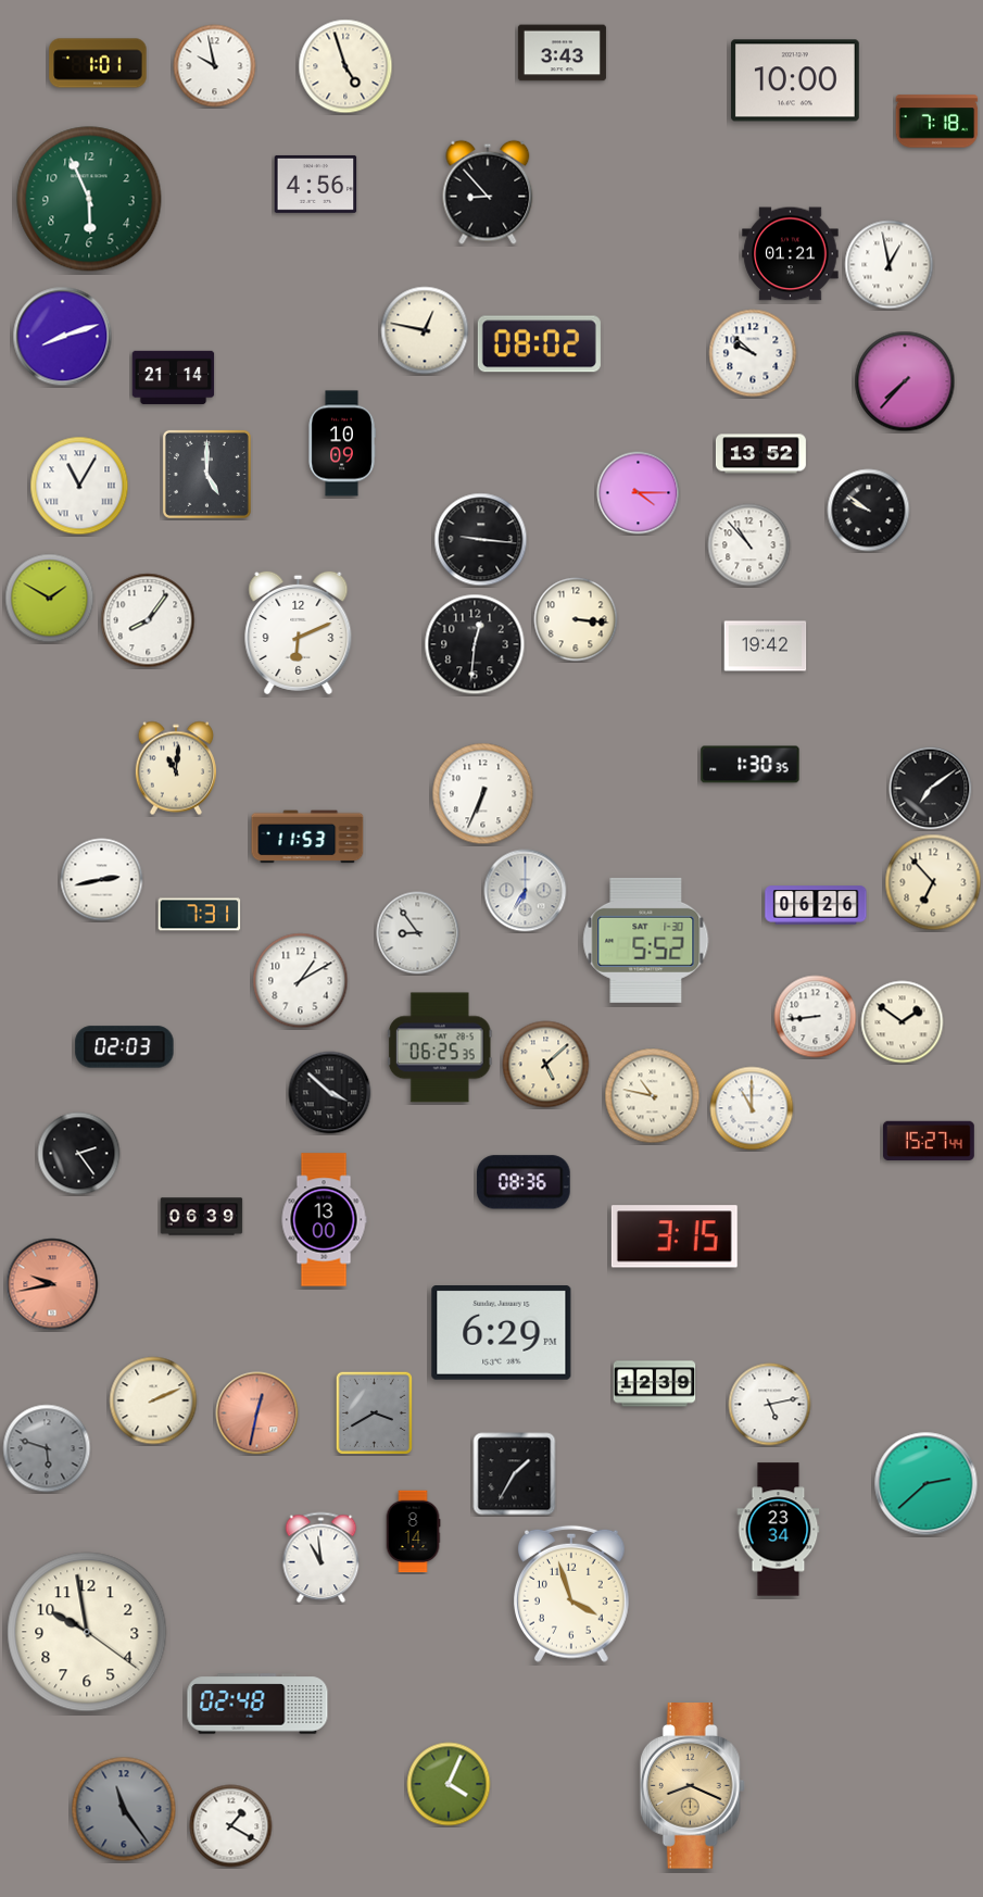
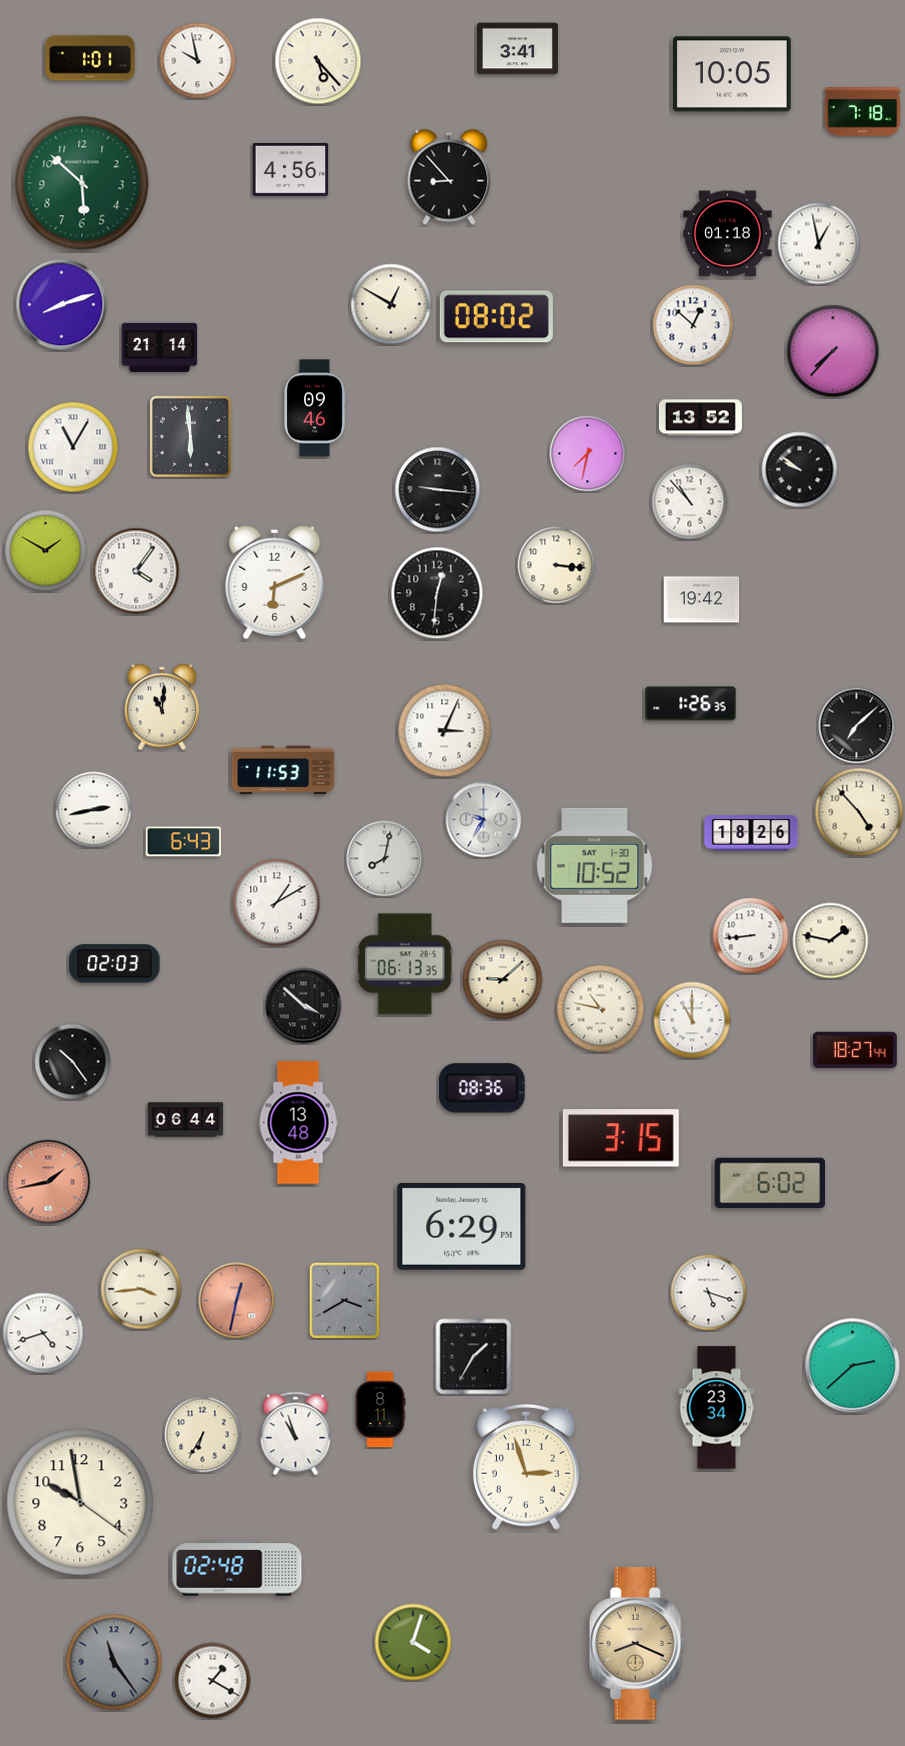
clock at (562, 53): 3:43 -> 3:41
clock at (345, 66): 4:57 -> 5:23
clock at (795, 80): 10:00 -> 10:05
clock at (89, 199): 5:56 -> 5:52
clock at (791, 254): 01:21 -> 01:18
clock at (425, 330): 12:47 -> 12:50
clock at (63, 337) position: (63, 337) -> (62, 305)
clock at (753, 353): 9:52 -> 12:52
clock at (342, 443): 10:09 -> 09:46
clock at (206, 474): 5:00 -> 5:59
clock at (639, 493): 4:15 -> 7:32
clock at (481, 540) position: (481, 540) -> (438, 490)
clock at (576, 619) position: (576, 619) -> (556, 565)
clock at (148, 620): 8:06 -> 4:06
clock at (766, 646) position: (766, 646) -> (702, 600)
clock at (751, 765): 1:30 -> 1:26
clock at (931, 789): 7:09 -> 7:08
clock at (483, 794): 6:34 -> 3:04
clock at (933, 882): 6:53 -> 4:53
clock at (526, 891): 6:35 -> 9:35
clock at (816, 905): 06:26 -> 18:26
clock at (200, 915): 7:31 -> 6:43
clock at (418, 933): 8:54 -> 8:02
clock at (646, 940): 5:52 -> 10:52
clock at (903, 1022): 1:51 -> 1:47
clock at (440, 1047): 06:25 -> 06:13
clock at (546, 1065): 5:08 -> 9:08
clock at (929, 1141): 15:27 -> 18:27
clock at (79, 1154): 2:24 -> 10:24
clock at (202, 1217): 06:39 -> 06:44
clock at (324, 1220): 13:00 -> 13:48
clock at (52, 1284): 9:43 -> 1:43
clock at (769, 1183): none -> 6:02
clock at (655, 1384): 12:39 -> none
clock at (153, 1400): 2:11 -> 3:44
clock at (770, 1405): 5:13 -> 5:18
clock at (47, 1448): 5:48 -> 4:42
clock at (47, 1448) dial: grey -> white
clock at (413, 1532): 8:14 -> 8:11
clock at (322, 1558): 10:59 -> 10:57
clock at (203, 1435): none -> 6:35
clock at (571, 1594): 3:57 -> 2:57
clock at (449, 1784): 4:04 -> 4:03
clock at (124, 1809) position: (124, 1809) -> (114, 1662)
